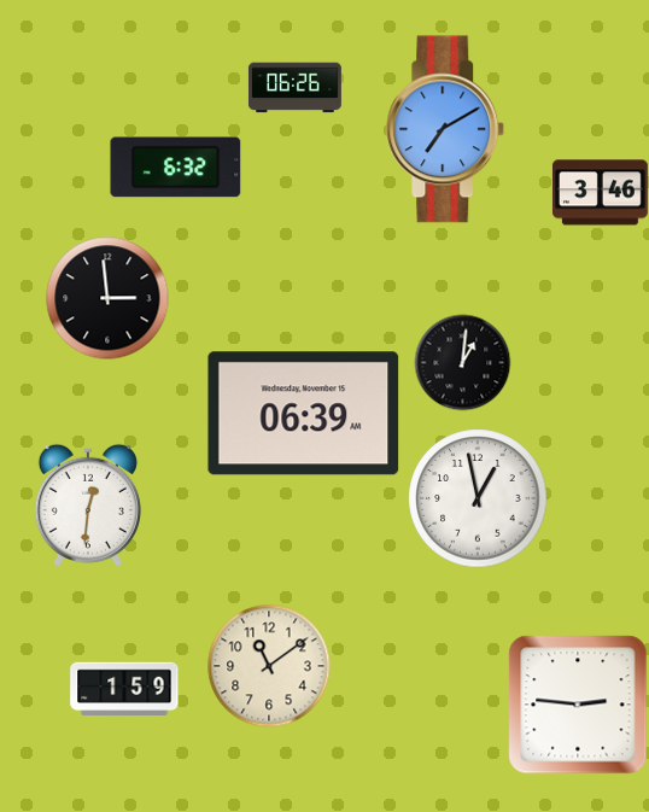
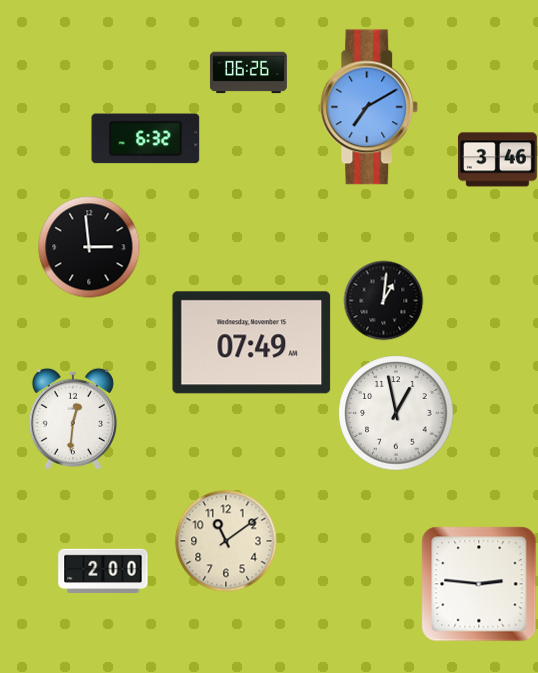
clock at (294, 88) position: (294, 88) -> (248, 73)
clock at (304, 414): 06:39 -> 07:49
clock at (269, 666) position: (269, 666) -> (226, 541)
clock at (124, 688): 1:59 -> 2:00
